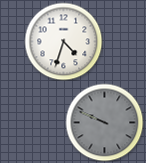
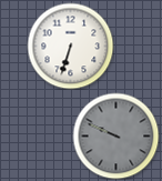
clock at (63, 41): 4:33 -> 6:33
